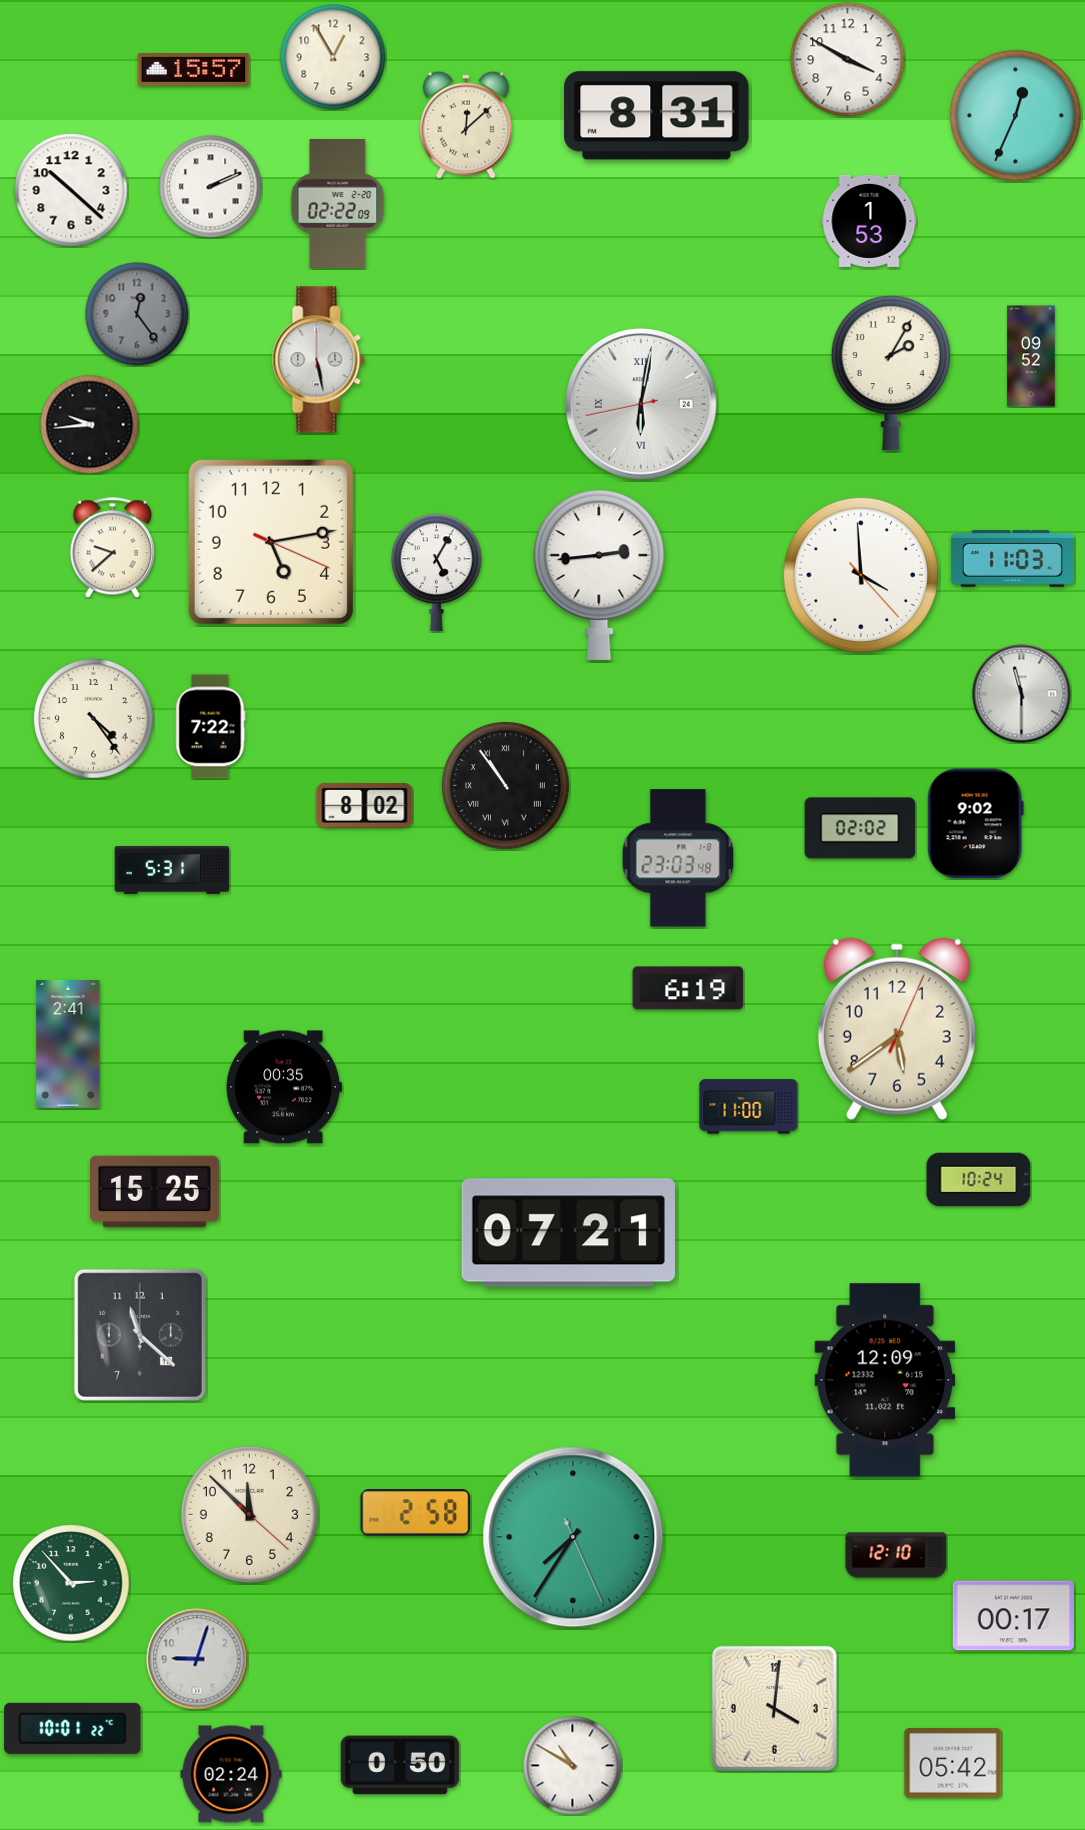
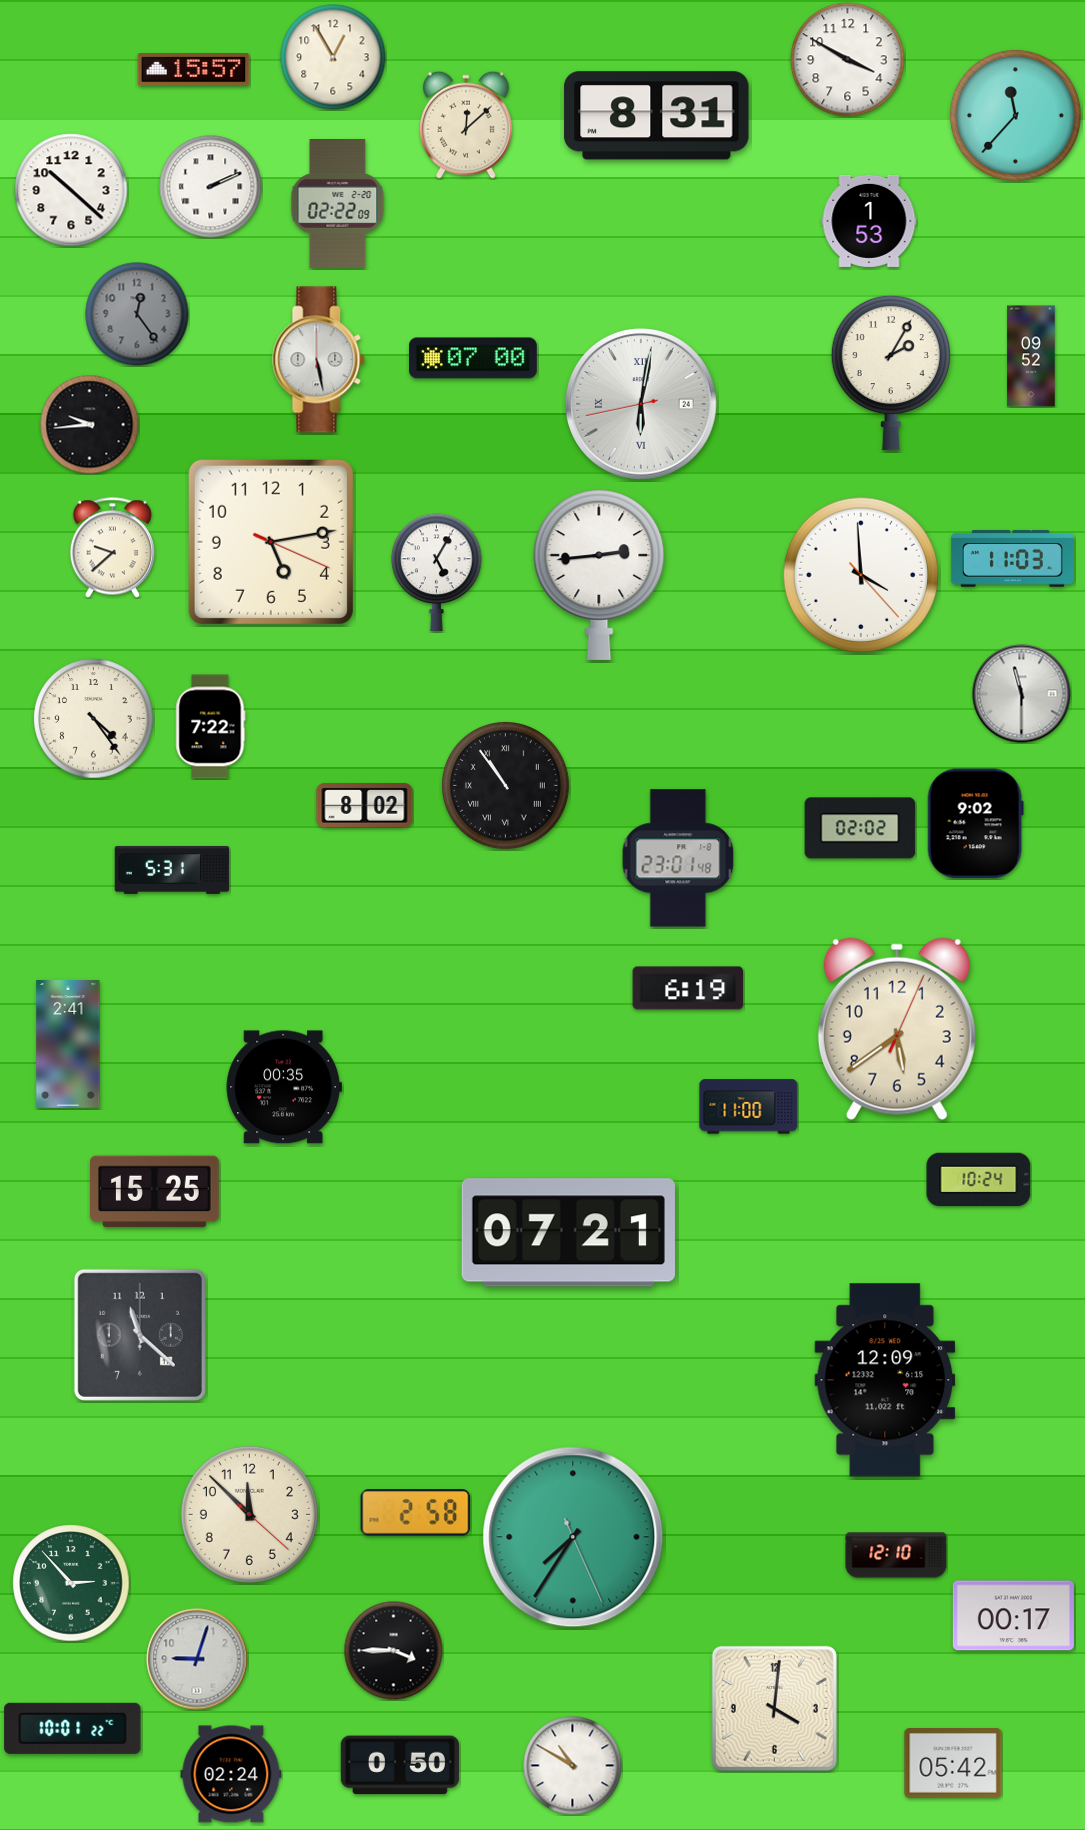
clock at (1015, 115): 12:34 -> 11:37
clock at (474, 358): none -> 07:00
clock at (678, 858): 23:03 -> 23:01
clock at (394, 1651): none -> 3:45
